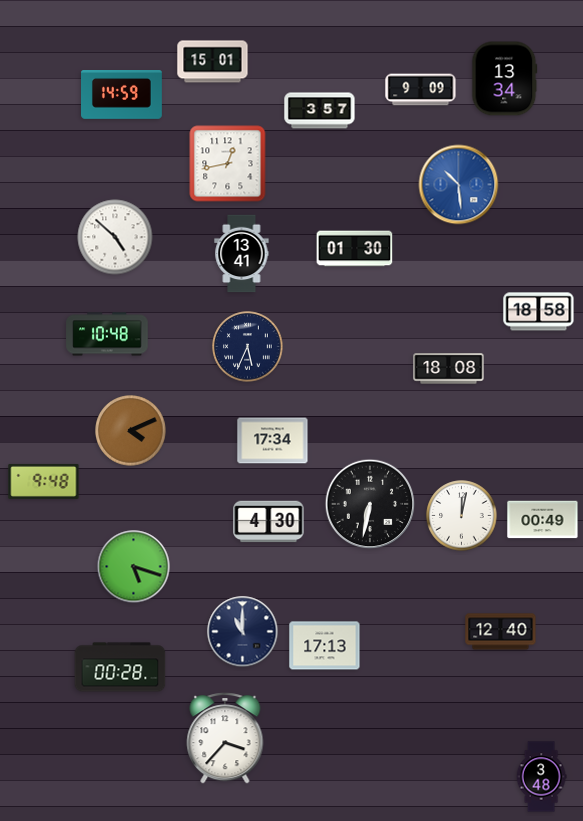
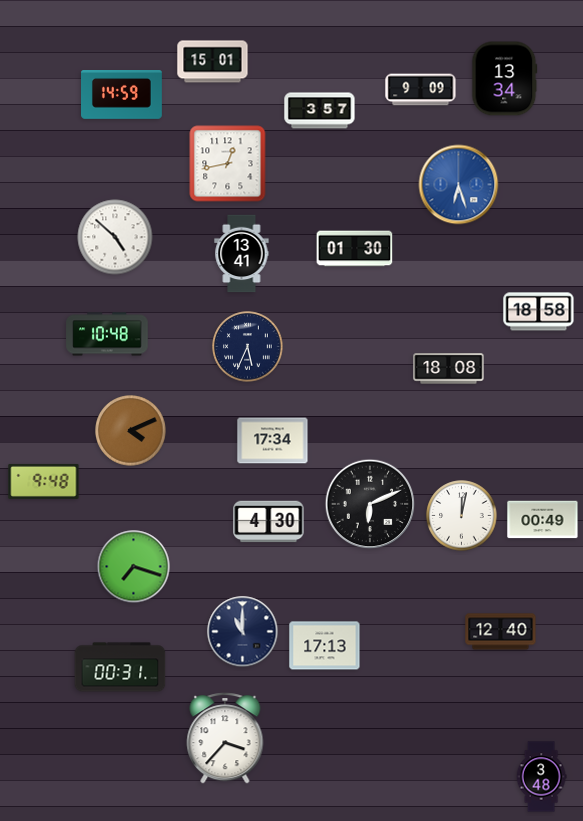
clock at (459, 185): 10:29 -> 6:27
clock at (370, 504): 6:32 -> 6:11
clock at (134, 567): 5:18 -> 7:18
clock at (120, 667): 00:28 -> 00:31
